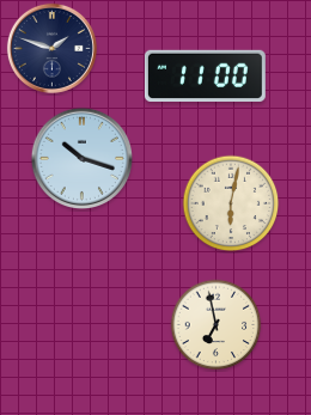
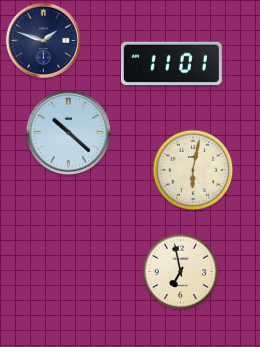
clock at (205, 75): 11:00 -> 11:01
clock at (81, 158): 10:18 -> 10:22
